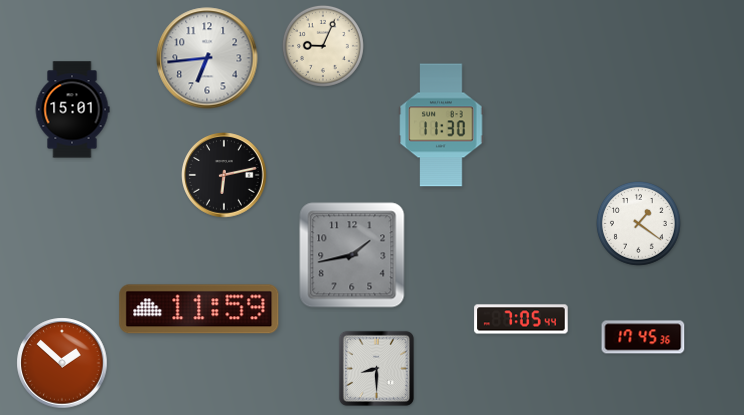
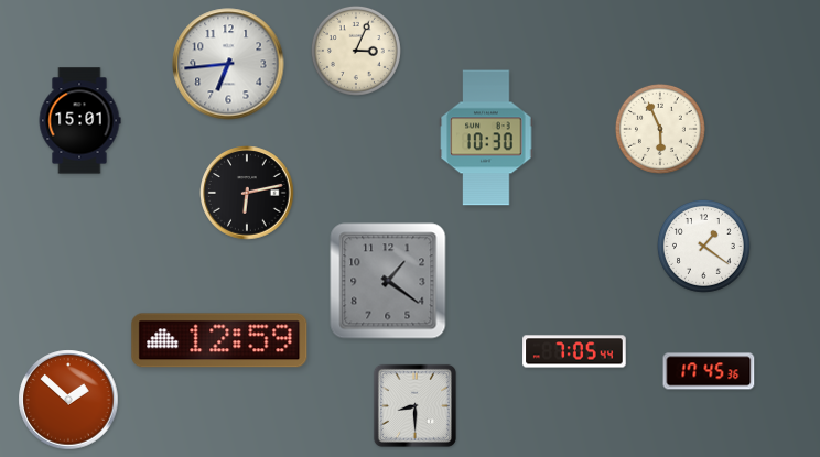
clock at (323, 46): 9:04 -> 3:04
clock at (660, 129): none -> 5:56
clock at (441, 125): 11:30 -> 10:30
clock at (352, 255): 1:43 -> 1:21
clock at (199, 309): 11:59 -> 12:59
